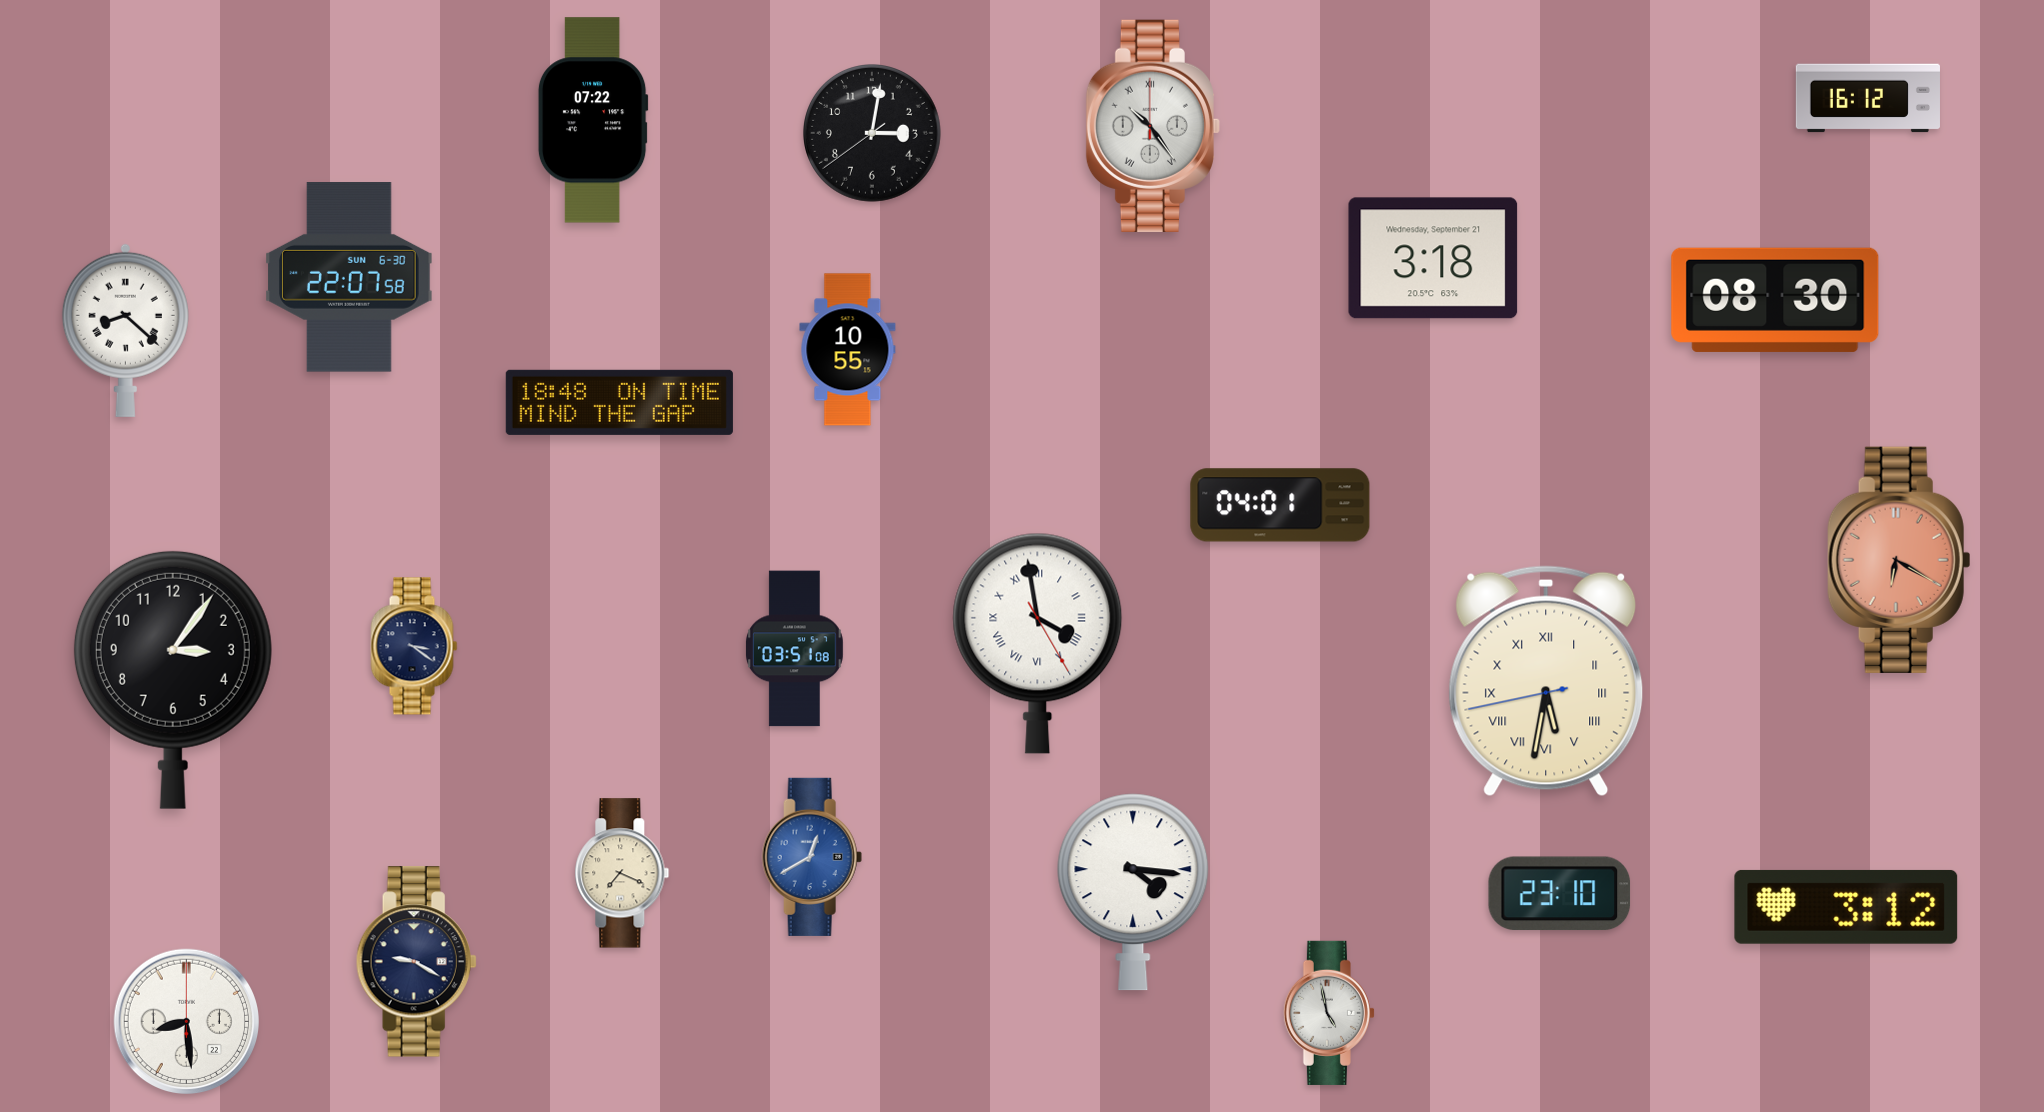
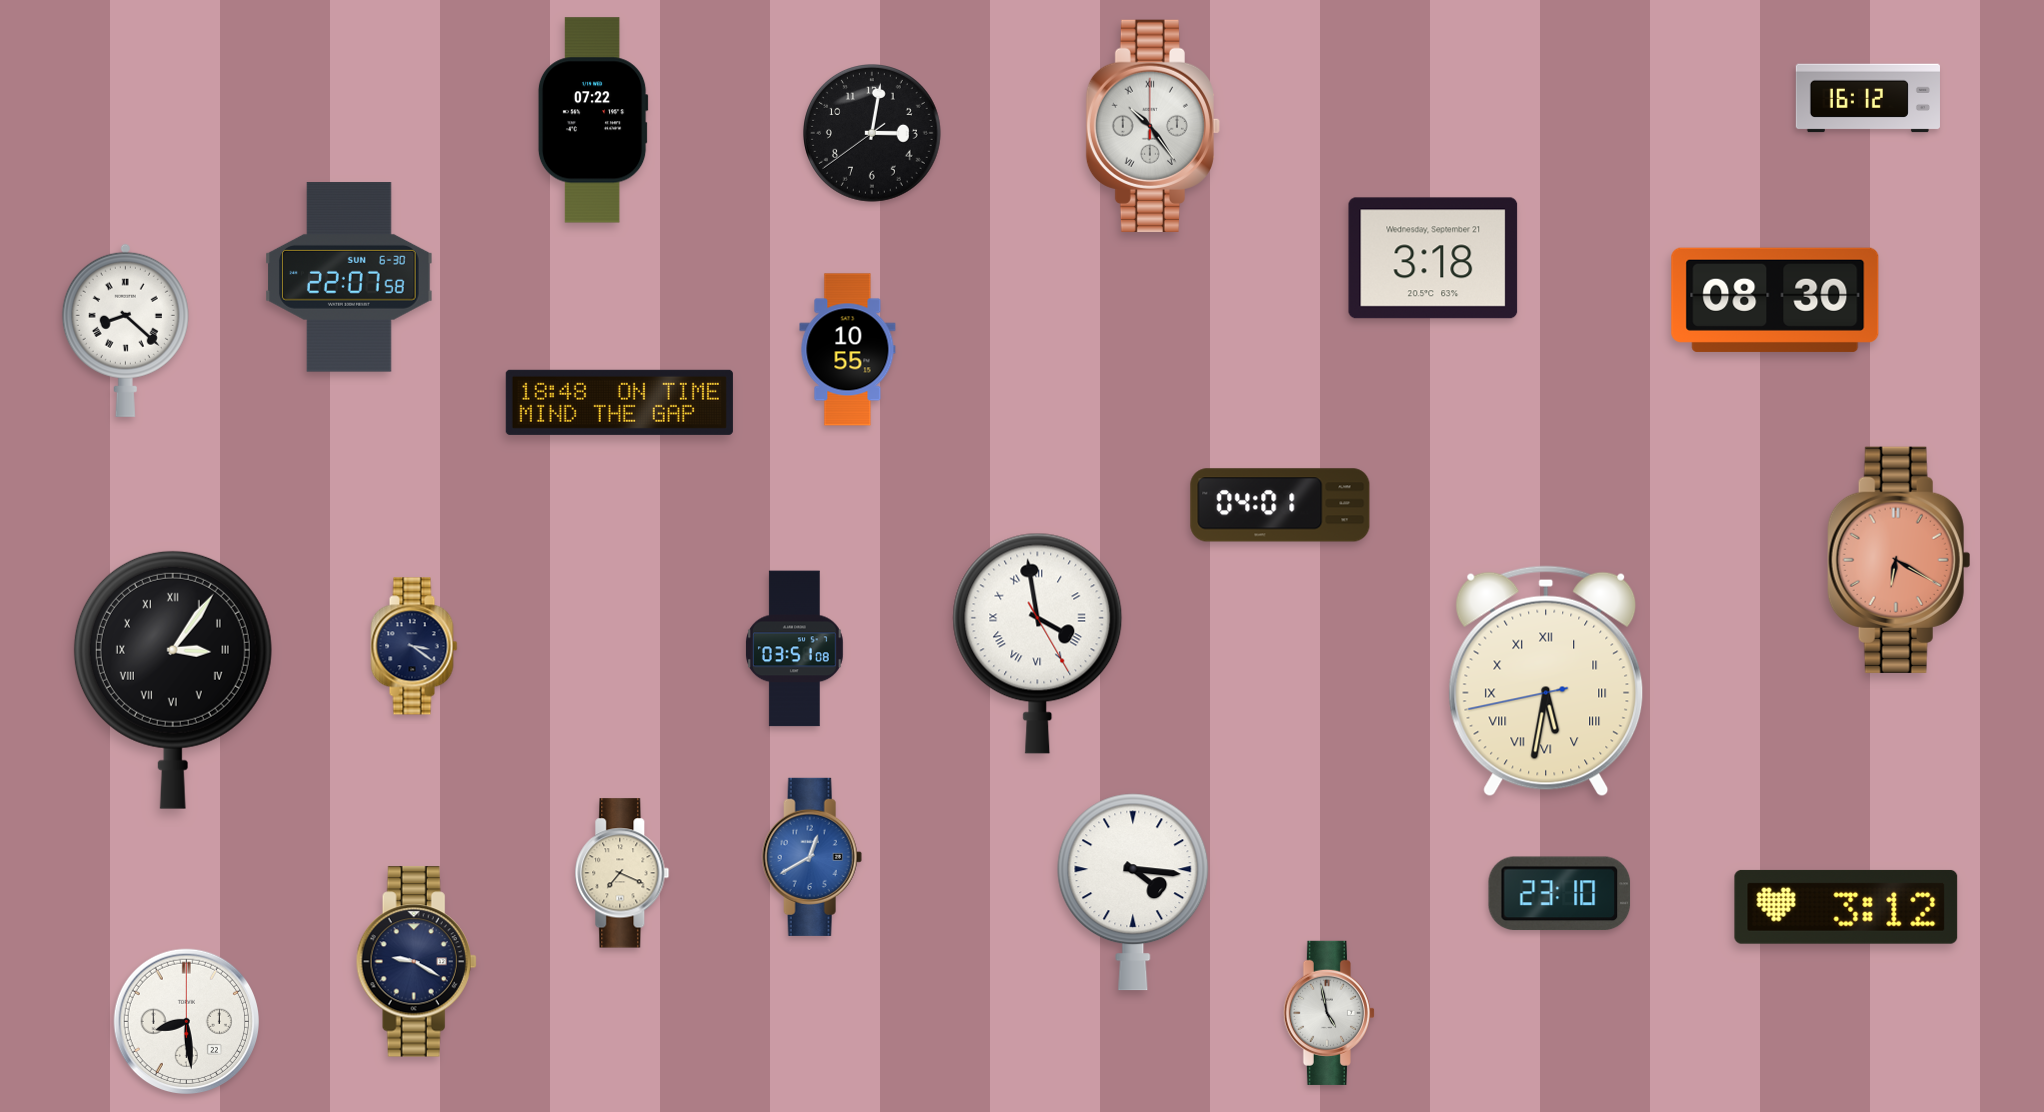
clock at (173, 680) numerals: Arabic -> Roman
